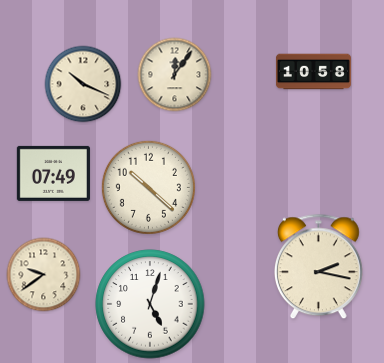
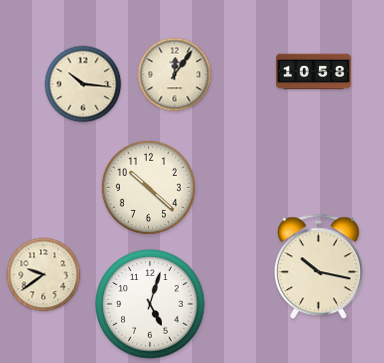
clock at (83, 84): 10:19 -> 10:16
clock at (53, 173): 07:49 -> none
clock at (318, 267): 2:17 -> 10:17
